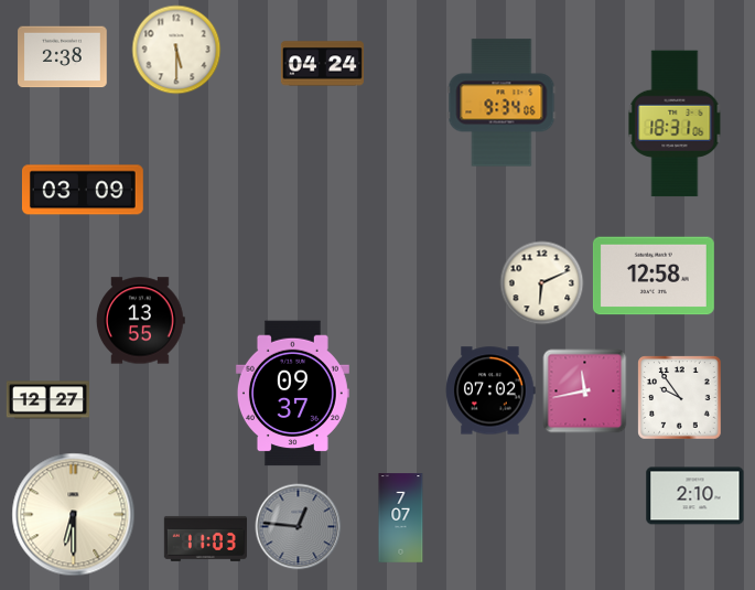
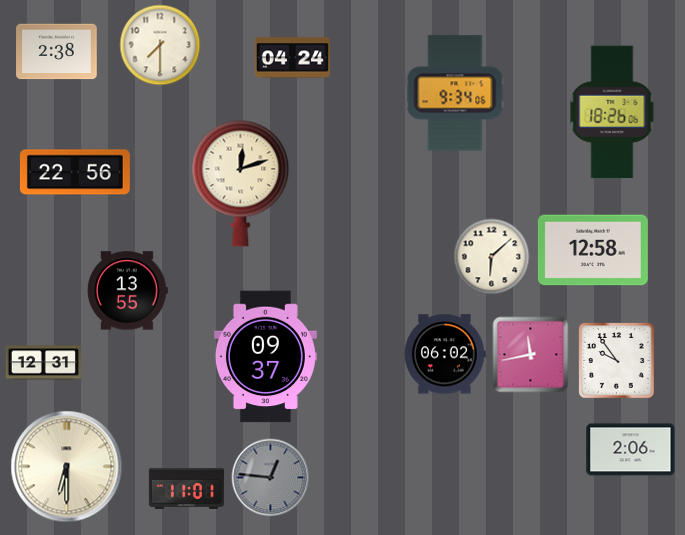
clock at (176, 50): 5:30 -> 7:30
clock at (675, 124): 18:31 -> 18:26
clock at (83, 190): 03:09 -> 22:56
clock at (241, 183): none -> 12:12
clock at (542, 283): 6:11 -> 6:08
clock at (490, 390): 07:02 -> 06:02
clock at (47, 400): 12:27 -> 12:31
clock at (695, 496): 2:10 -> 2:06
clock at (401, 518): 7:07 -> none
clock at (205, 538): 11:03 -> 11:01
